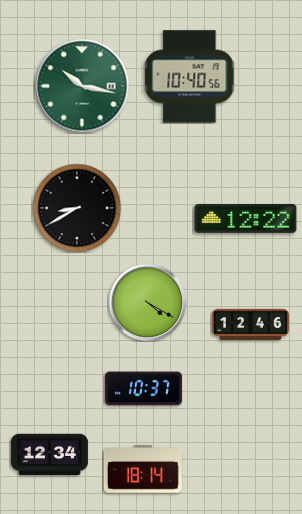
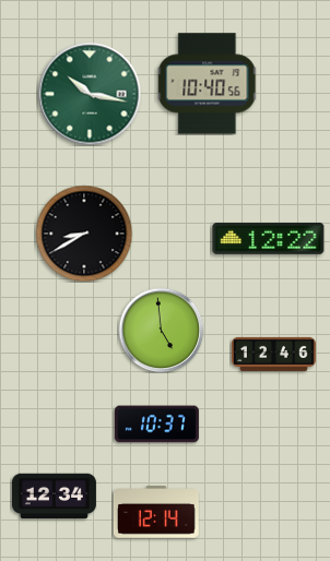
clock at (77, 208) position: (77, 208) -> (84, 234)
clock at (147, 302): 4:20 -> 4:59
clock at (143, 469): 18:14 -> 12:14
